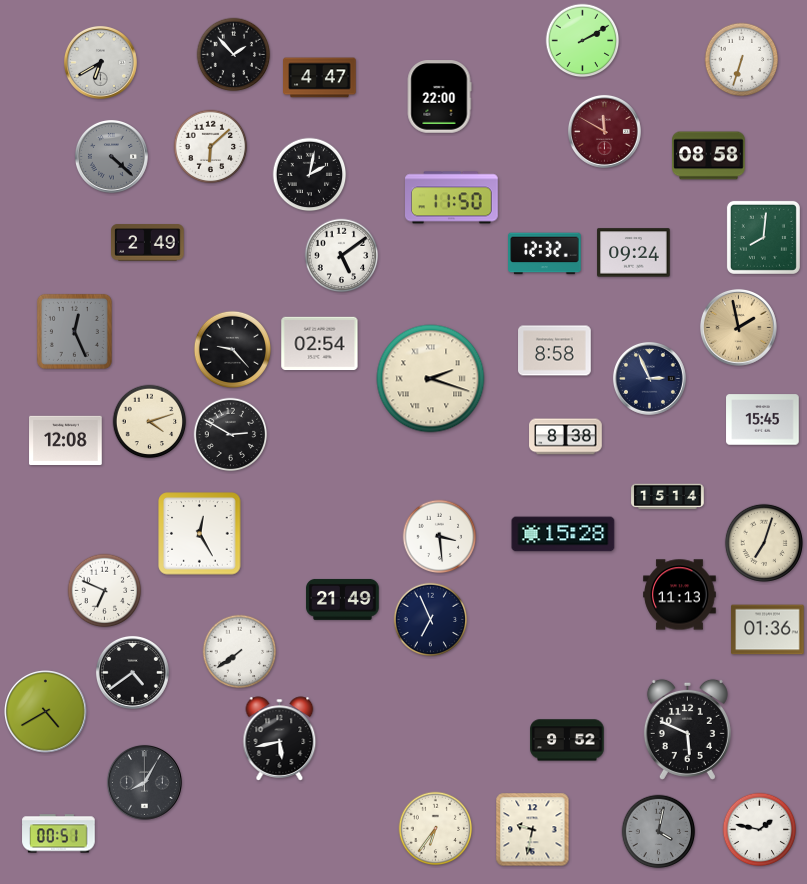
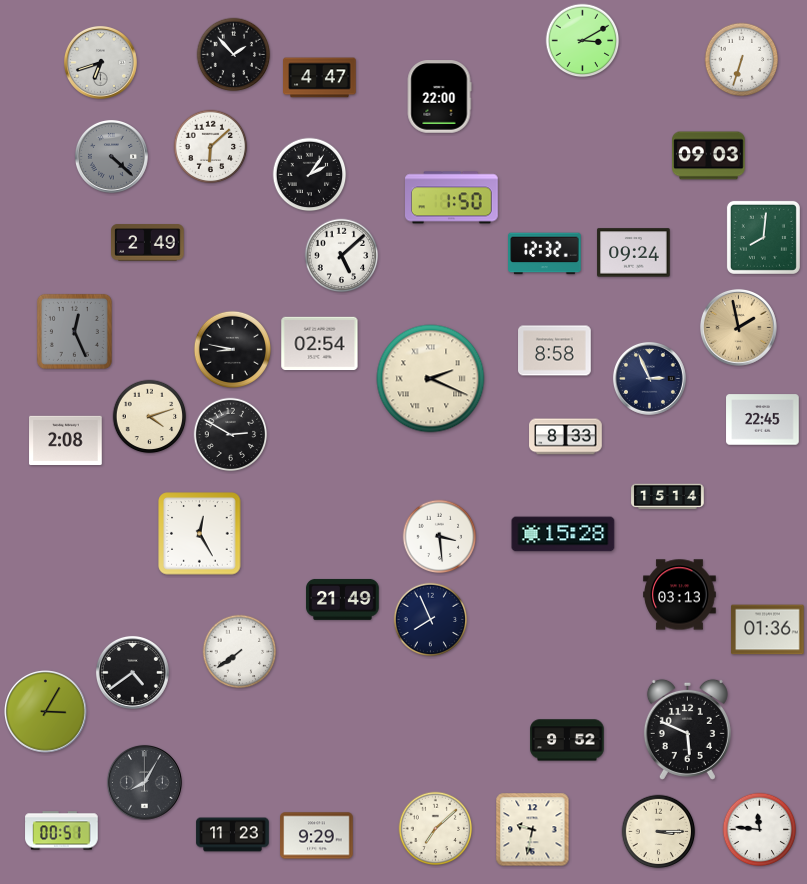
clock at (583, 41): 2:10 -> 3:10
clock at (100, 62): 6:40 -> 6:42
clock at (604, 131): 11:50 -> none
clock at (709, 156): 08:58 -> 09:03
clock at (310, 175): 2:02 -> 2:06
clock at (452, 198): 11:50 -> 1:50
clock at (342, 256): 5:09 -> 5:08
clock at (232, 349): 9:23 -> 8:47
clock at (431, 379): 2:18 -> 2:19
clock at (763, 420): 15:45 -> 22:45
clock at (150, 422) position: (150, 422) -> (150, 417)
clock at (566, 437): 8:38 -> 8:33
clock at (66, 441): 12:08 -> 2:08
clock at (764, 543): 7:03 -> none
clock at (105, 591): 6:49 -> none
clock at (680, 595): 11:13 -> 03:13
clock at (431, 620): 6:56 -> 7:56
clock at (46, 712): 4:40 -> 3:05
clock at (280, 739): 5:43 -> none
clock at (436, 829): 6:36 -> 7:08
clock at (760, 830): 1:47 -> 11:46
clock at (659, 832): 4:02 -> 3:15
clock at (659, 832) dial: grey -> cream
clock at (59, 834) position: (59, 834) -> (62, 831)
clock at (233, 835): none -> 11:23
clock at (317, 836): none -> 9:29
